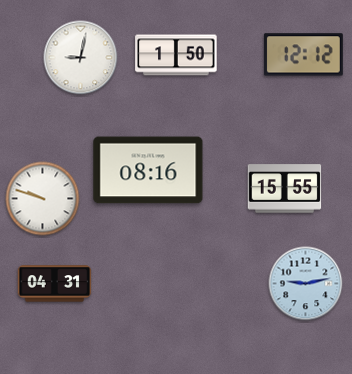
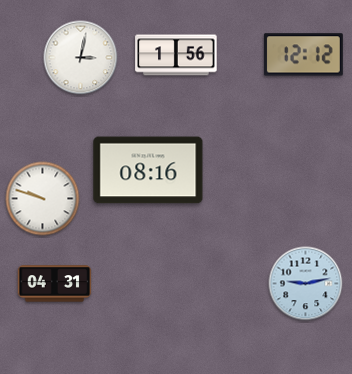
clock at (176, 55): 1:50 -> 1:56
clock at (81, 58): 9:02 -> 3:02
clock at (285, 189): 15:55 -> none
